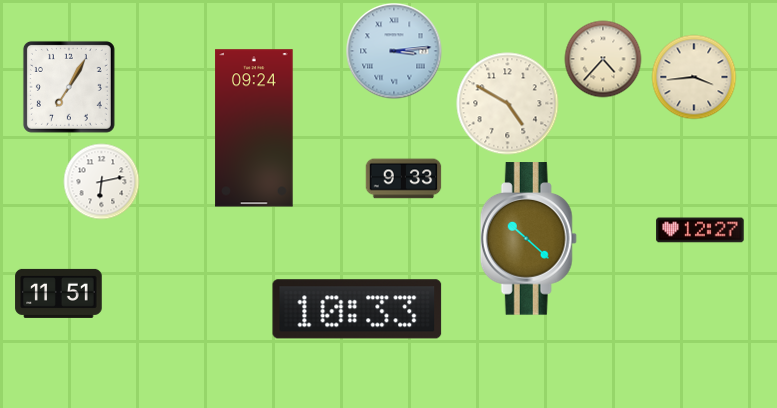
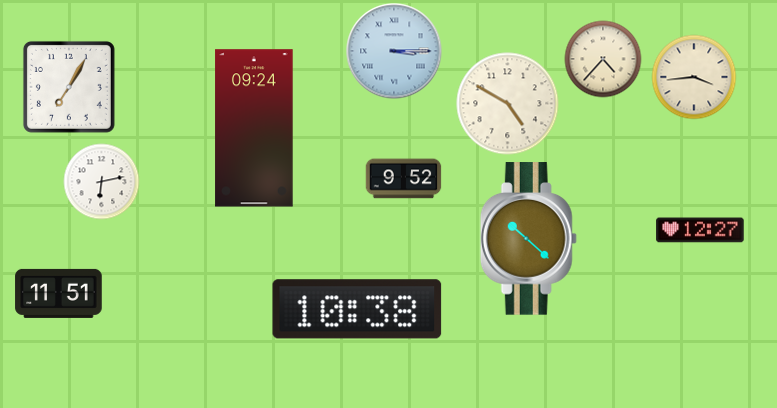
clock at (394, 51): 3:14 -> 3:15
clock at (404, 179): 9:33 -> 9:52
clock at (357, 309): 10:33 -> 10:38
